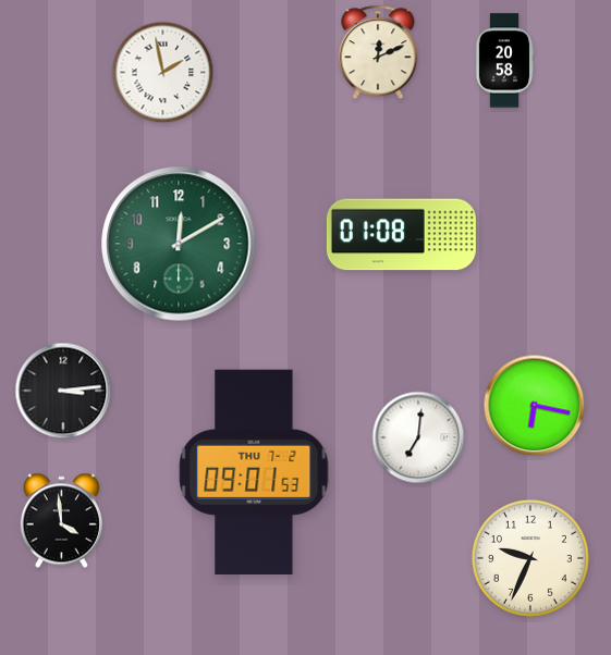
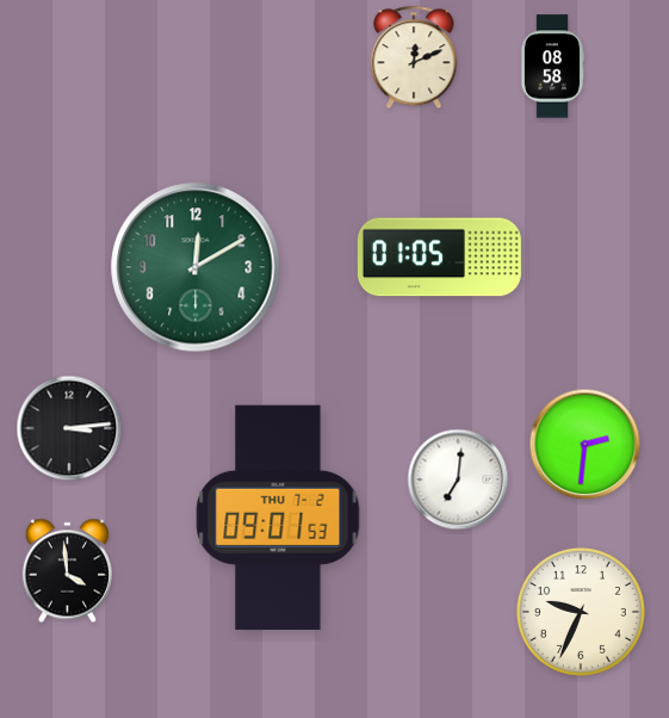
clock at (504, 61): 20:58 -> 08:58
clock at (163, 73): 1:58 -> none
clock at (401, 235): 01:08 -> 01:05
clock at (535, 406): 6:17 -> 2:31
